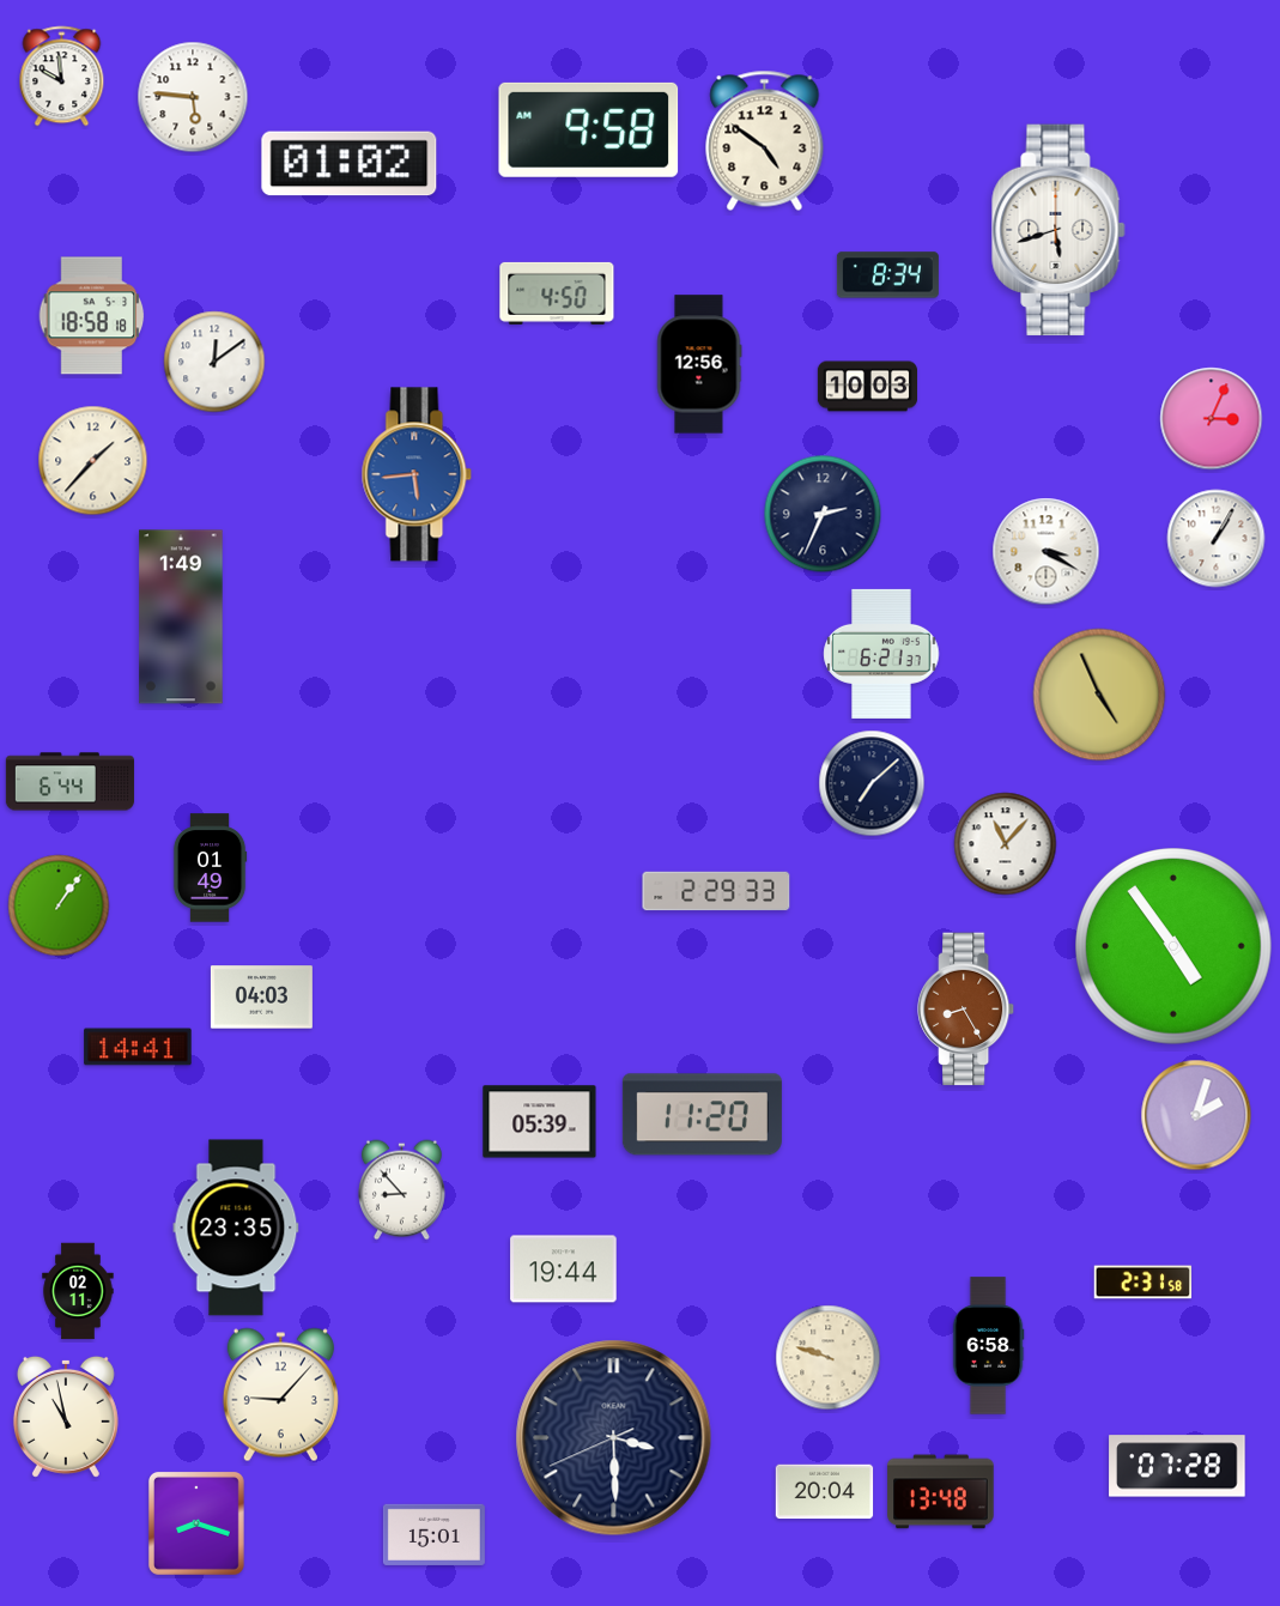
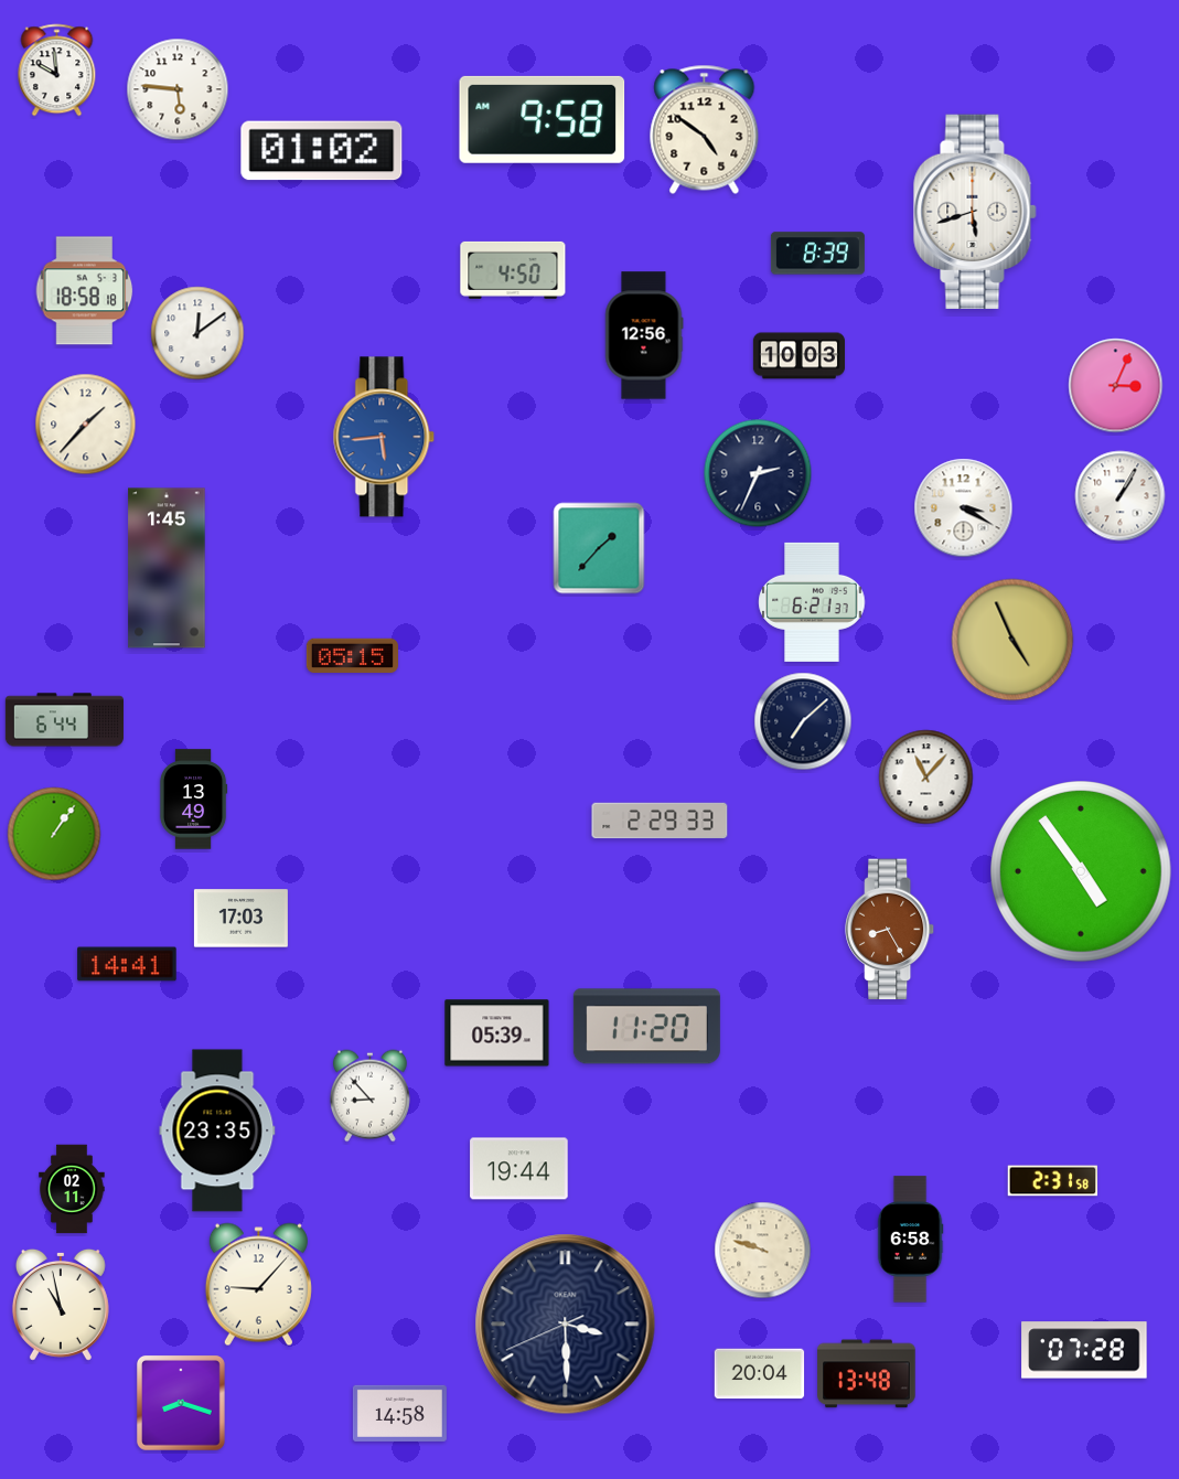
clock at (887, 275): 8:34 -> 8:39
clock at (599, 548): none -> 1:37
clock at (181, 617): 1:49 -> 1:45
clock at (352, 656): none -> 05:15
clock at (210, 868): 01:49 -> 13:49
clock at (261, 998): 04:03 -> 17:03
clock at (1196, 1115): 2:03 -> none
clock at (433, 1534): 15:01 -> 14:58
